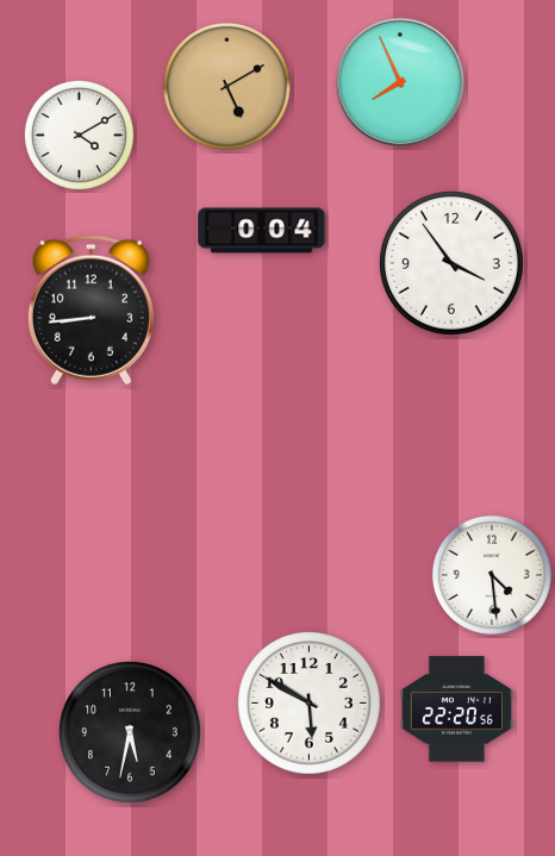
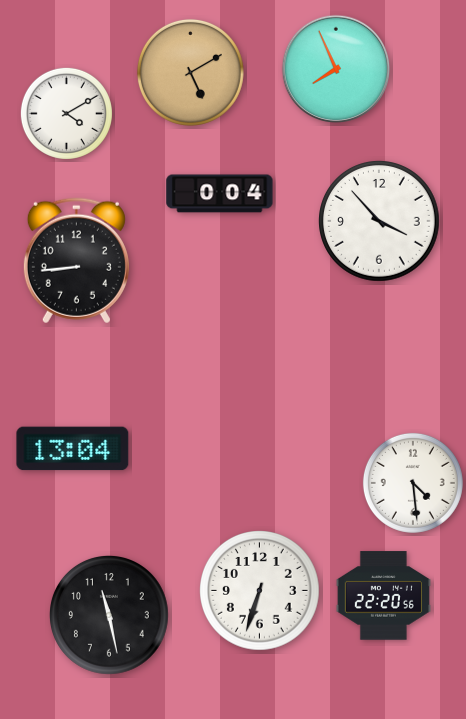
clock at (453, 264): 3:54 -> 3:53
clock at (73, 449): none -> 13:04
clock at (310, 704): 5:50 -> 6:33
clock at (131, 733): 5:32 -> 11:28
